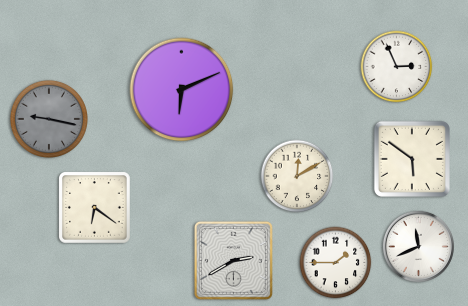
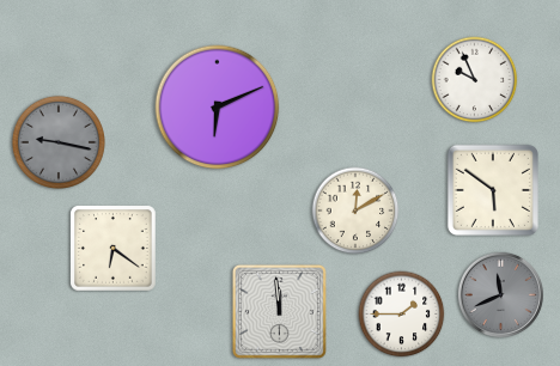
clock at (397, 67): 2:56 -> 9:56
clock at (418, 246) dial: white -> grey
clock at (233, 260): 2:40 -> 11:59
